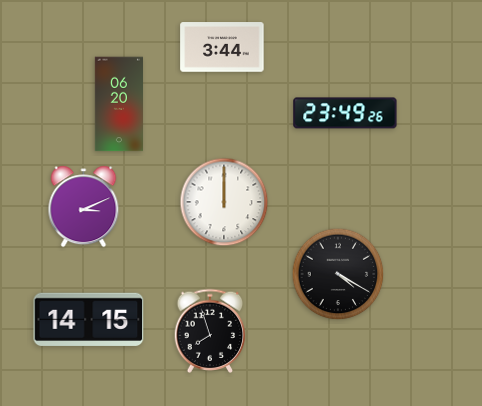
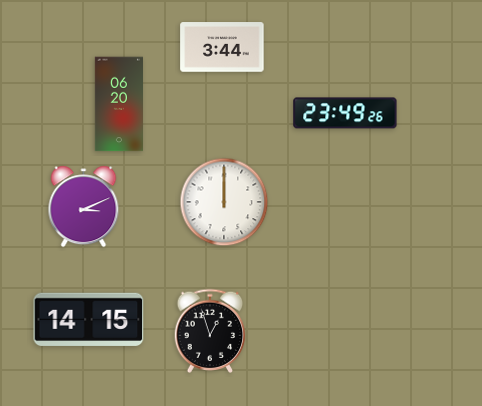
clock at (338, 274): 4:20 -> none
clock at (210, 330): 7:57 -> 12:57
